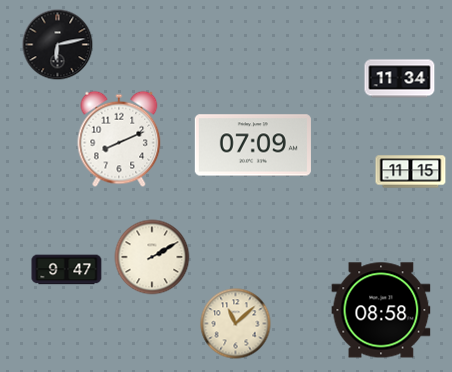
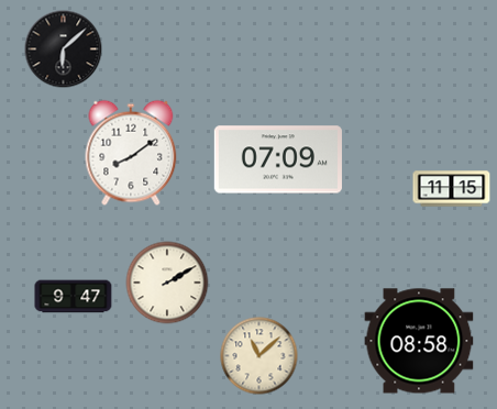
clock at (58, 45): 6:13 -> 6:08
clock at (400, 79): 11:34 -> none
clock at (119, 139): 8:11 -> 8:09
